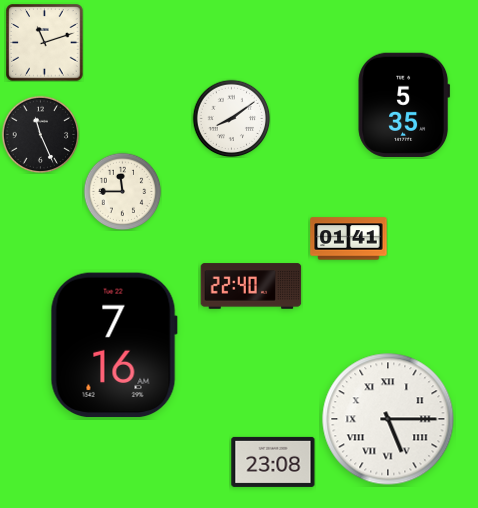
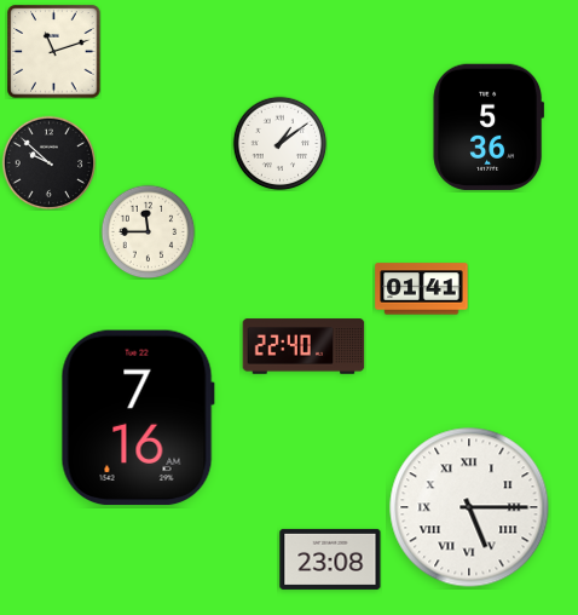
clock at (404, 105): 5:35 -> 5:36
clock at (231, 118): 8:09 -> 1:09
clock at (40, 134): 11:26 -> 9:52
